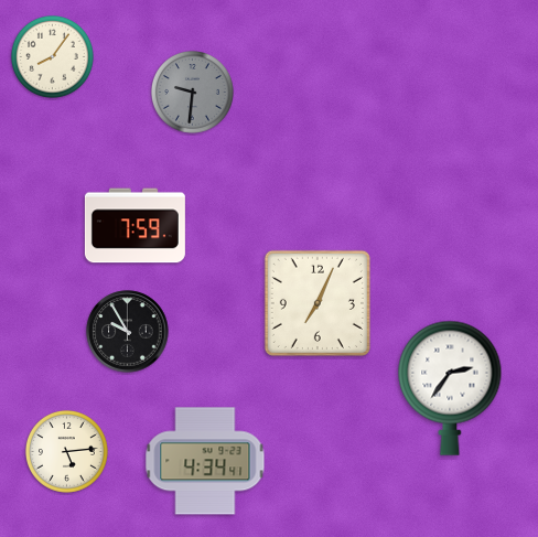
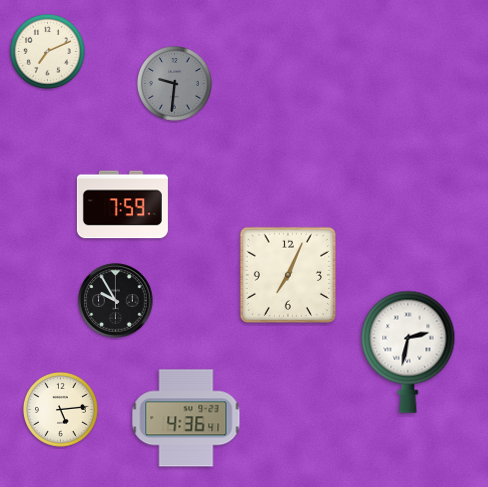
clock at (52, 56): 8:06 -> 7:11
clock at (450, 388): 2:36 -> 2:32
clock at (205, 461): 4:34 -> 4:36
